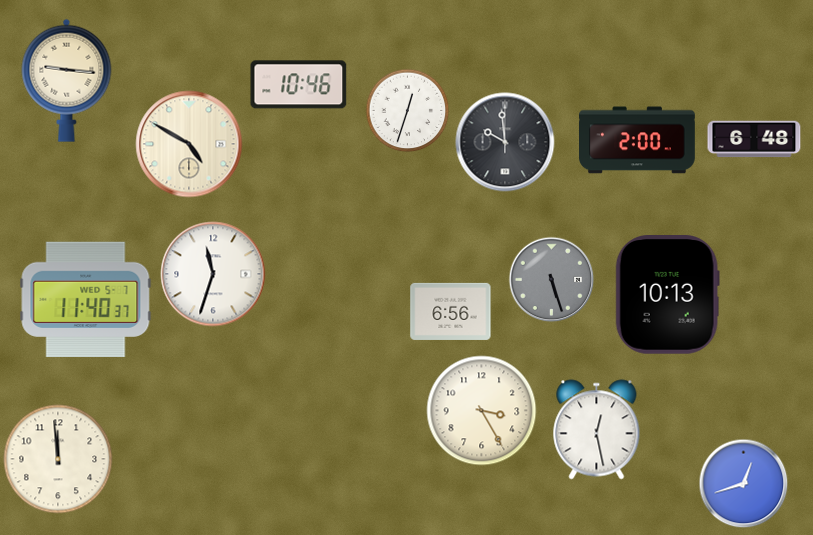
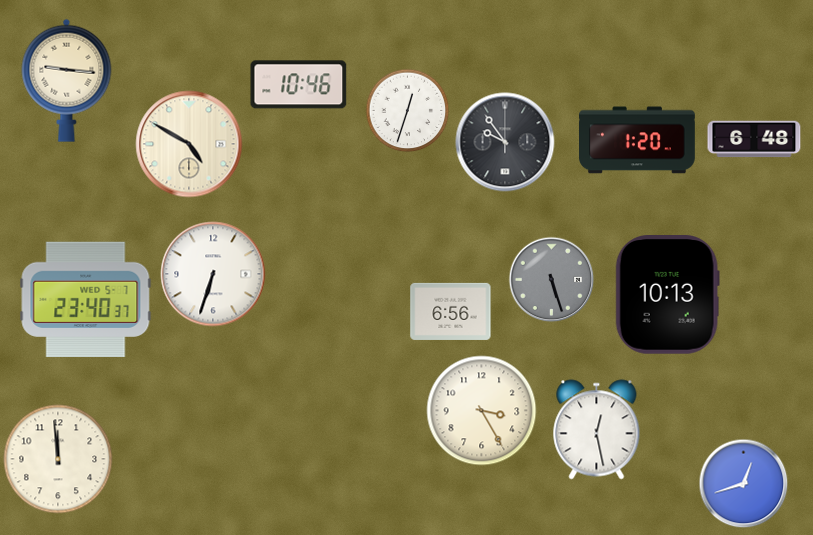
clock at (638, 140): 2:00 -> 1:20
clock at (505, 142): 9:59 -> 9:54
clock at (213, 274): 11:33 -> 6:33
clock at (86, 299): 11:40 -> 23:40
